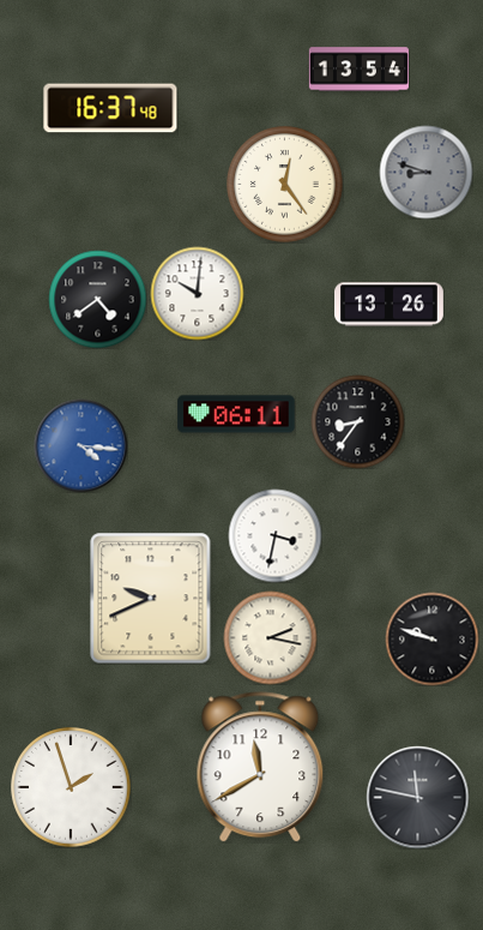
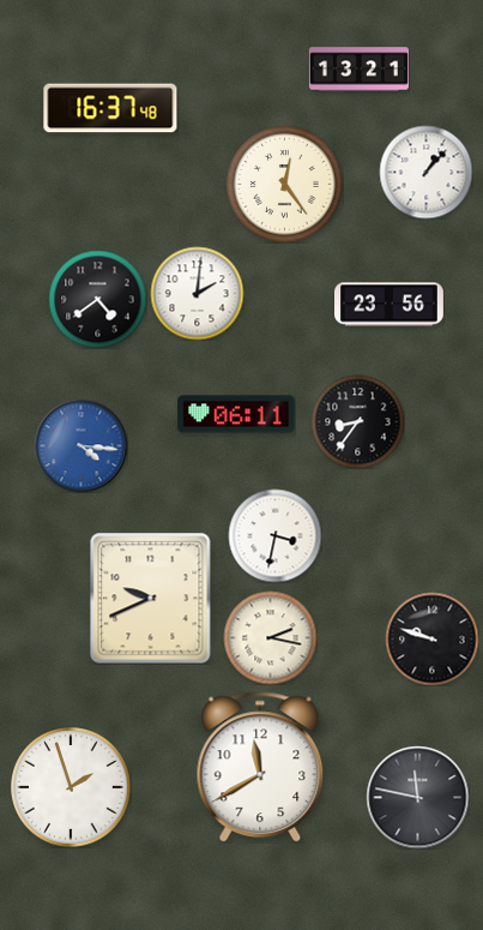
clock at (358, 70): 13:54 -> 13:21
clock at (425, 172): 8:48 -> 1:07
clock at (425, 172) dial: grey -> white
clock at (197, 293): 10:01 -> 2:01
clock at (390, 305): 13:26 -> 23:56
